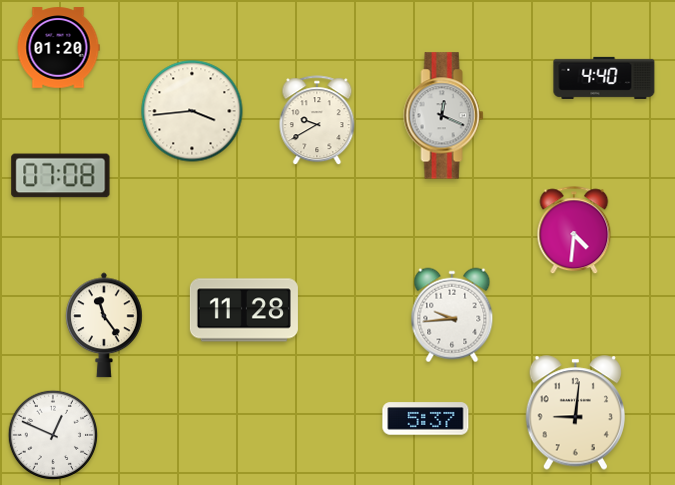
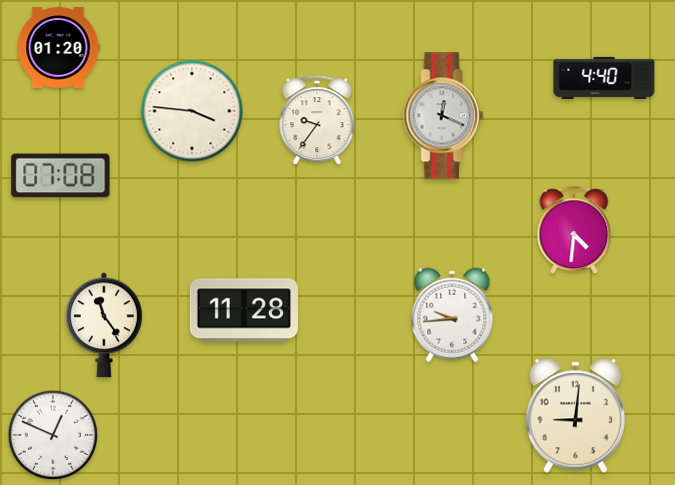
clock at (192, 111): 3:44 -> 3:46
clock at (317, 121): 9:40 -> 9:36
clock at (576, 413) position: (576, 413) -> (576, 416)
clock at (426, 419): 5:37 -> none
